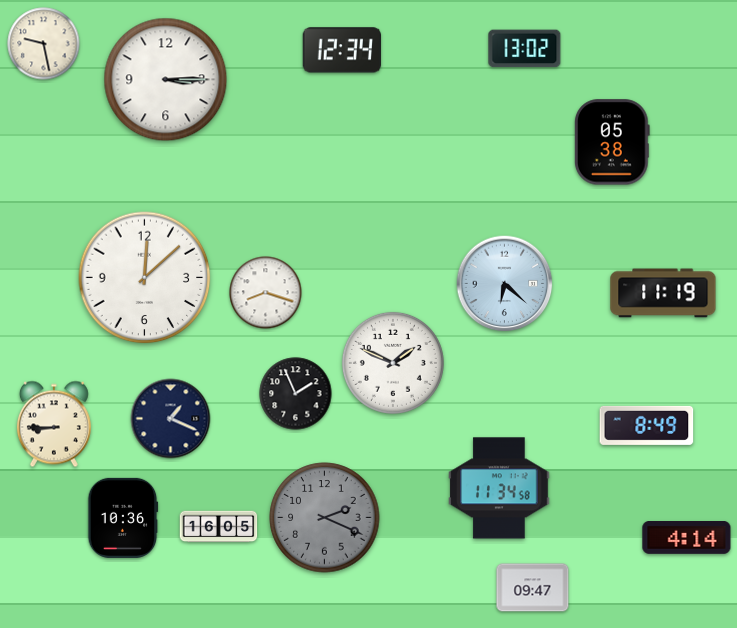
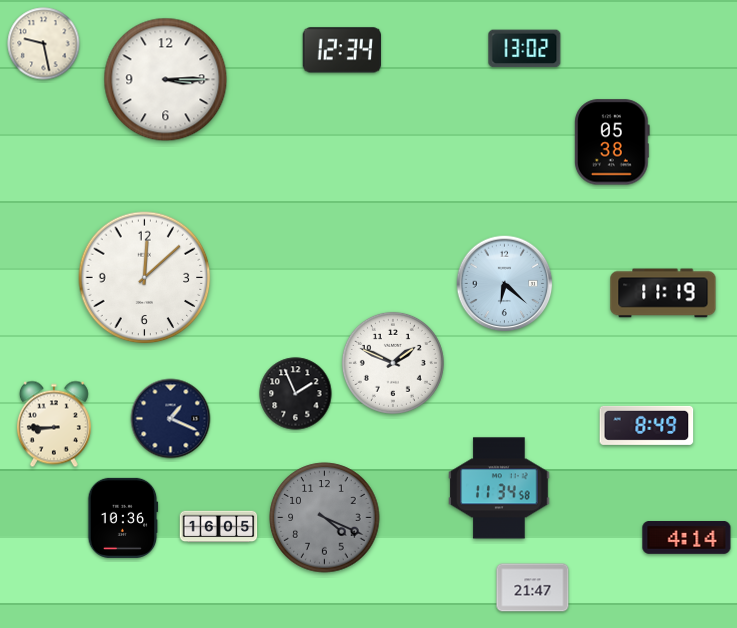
clock at (266, 293): 8:18 -> none
clock at (325, 518): 2:19 -> 4:19
clock at (533, 588): 09:47 -> 21:47
